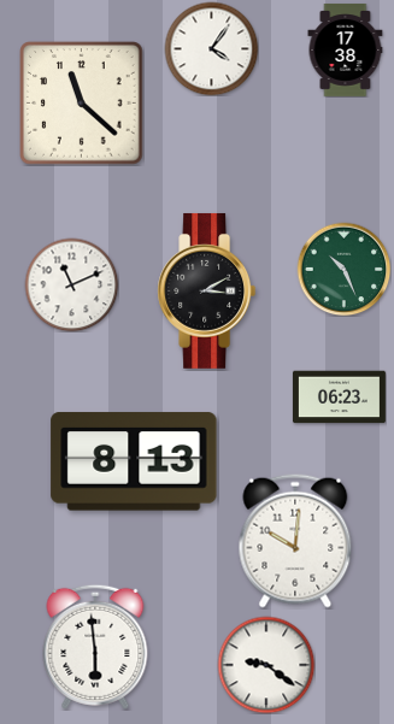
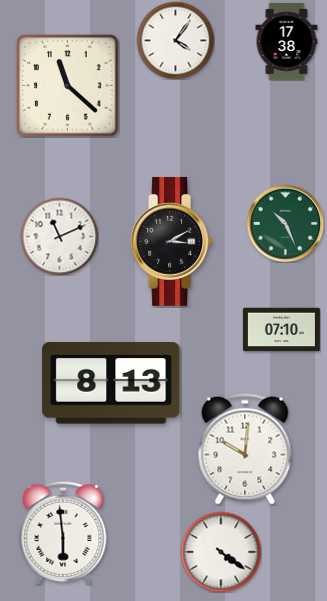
clock at (339, 398): 06:23 -> 07:10
clock at (95, 647) position: (95, 647) -> (63, 533)
clock at (266, 665): 9:21 -> 4:21
